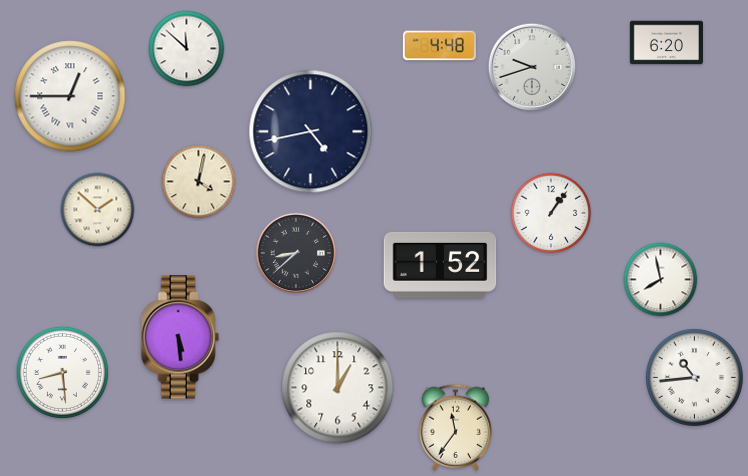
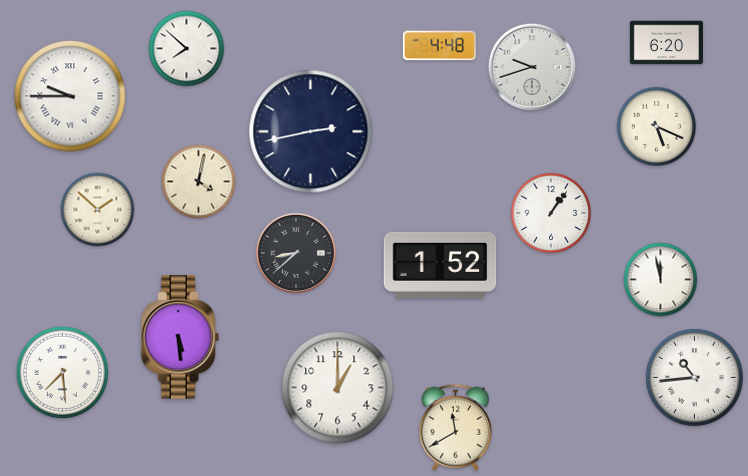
clock at (187, 49): 11:52 -> 7:52
clock at (70, 96): 12:45 -> 9:45
clock at (657, 127): none -> 5:19
clock at (311, 132): 4:43 -> 2:43
clock at (661, 280): 7:58 -> 11:58
clock at (62, 372): 8:29 -> 7:29
clock at (456, 427): 11:36 -> 11:40
